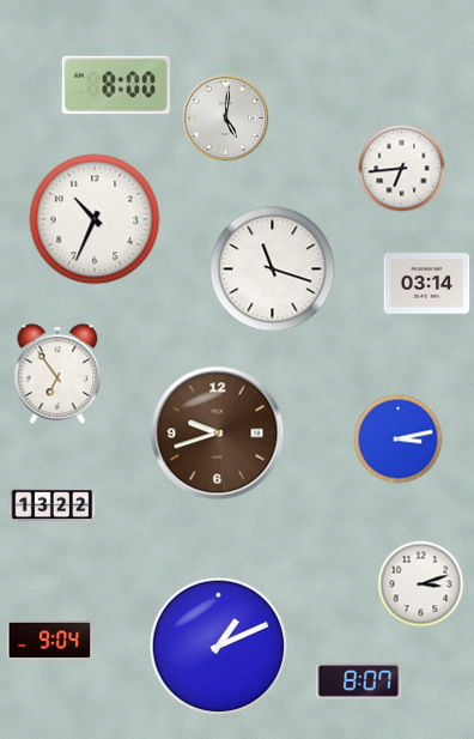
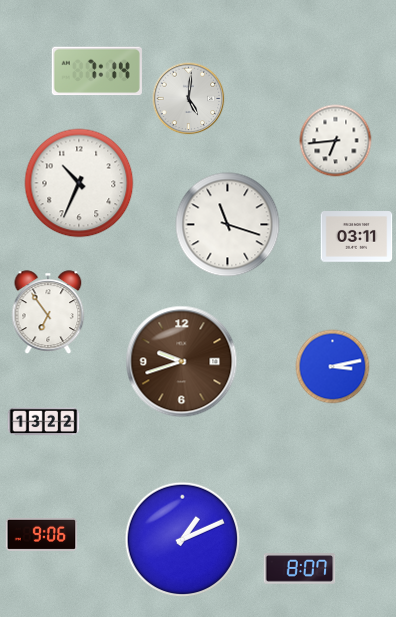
clock at (116, 85): 8:00 -> 7:14
clock at (427, 284): 03:14 -> 03:11
clock at (421, 584): 3:12 -> none
clock at (50, 640): 9:04 -> 9:06
